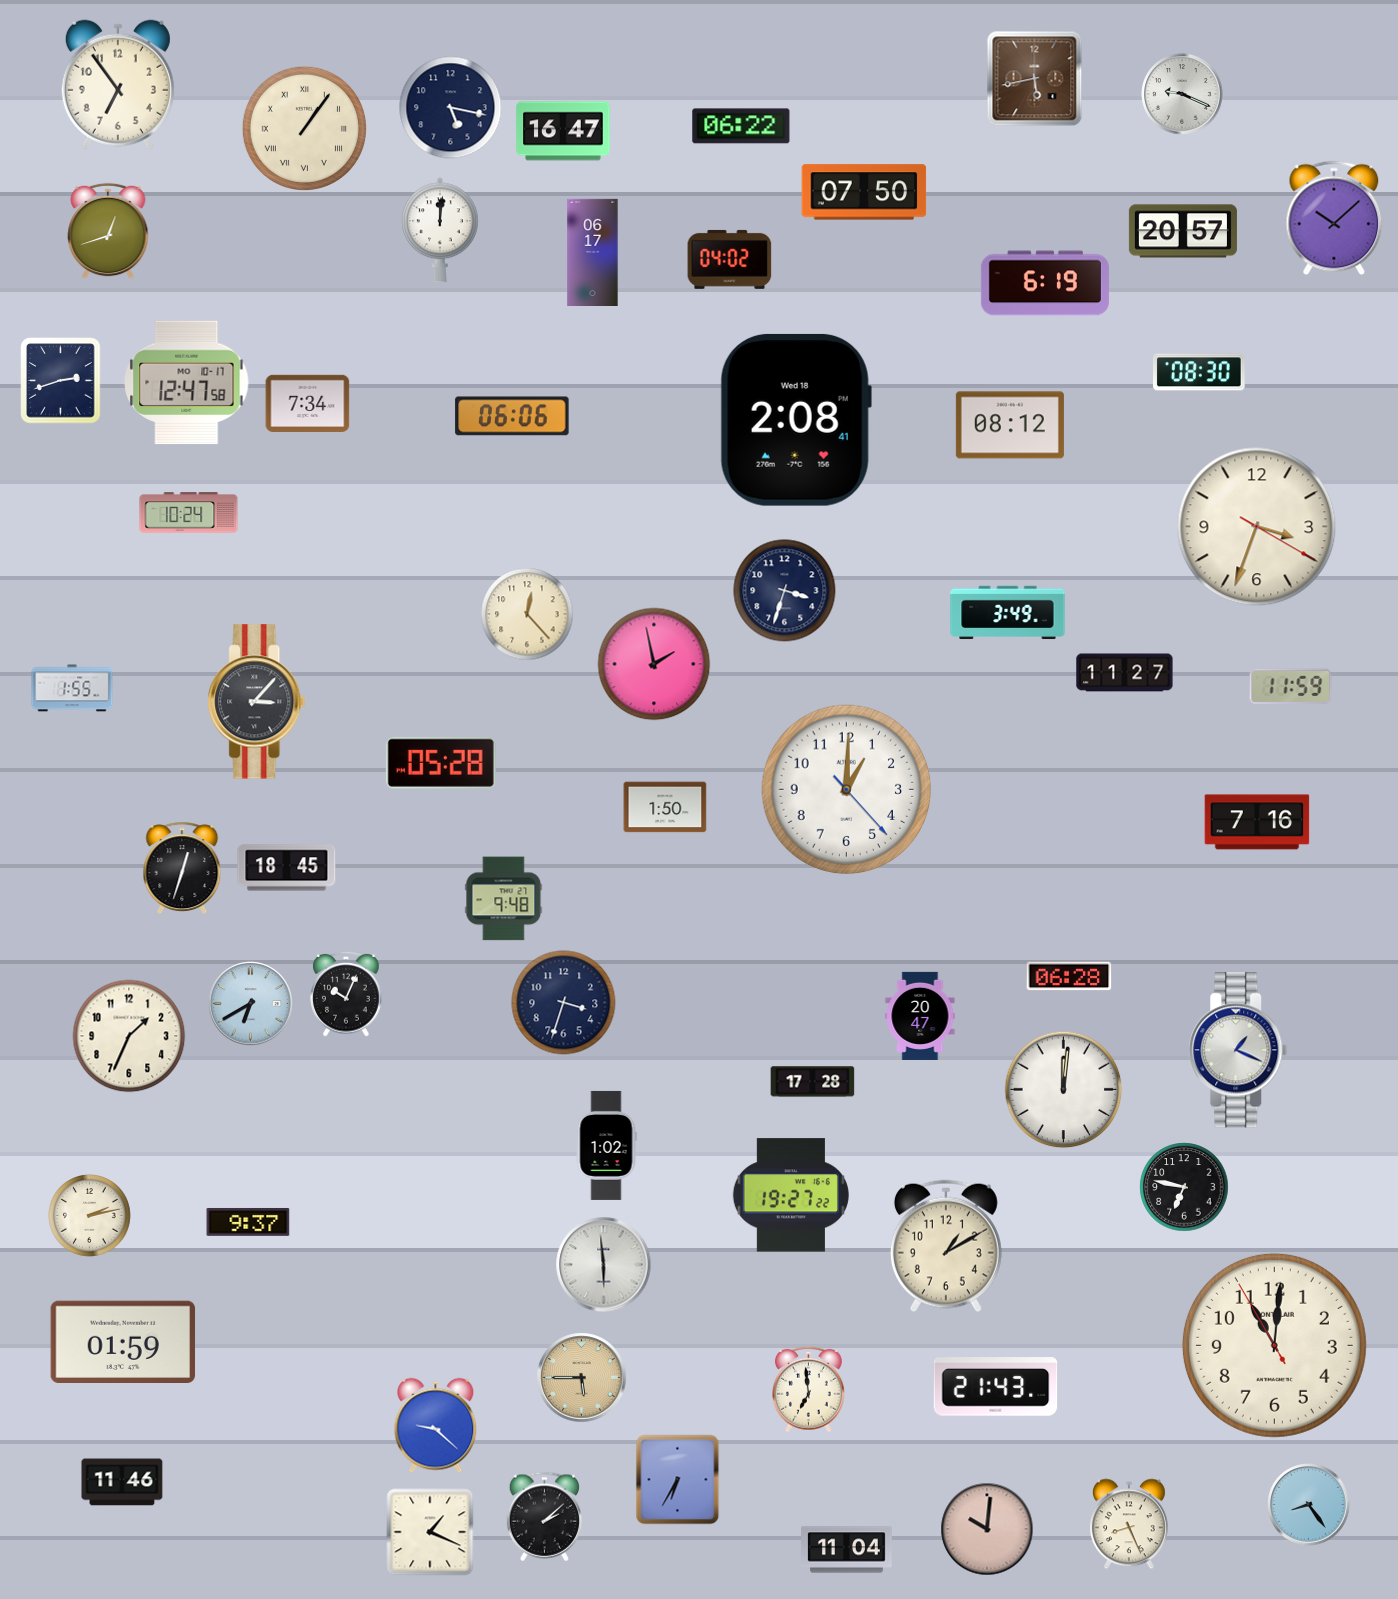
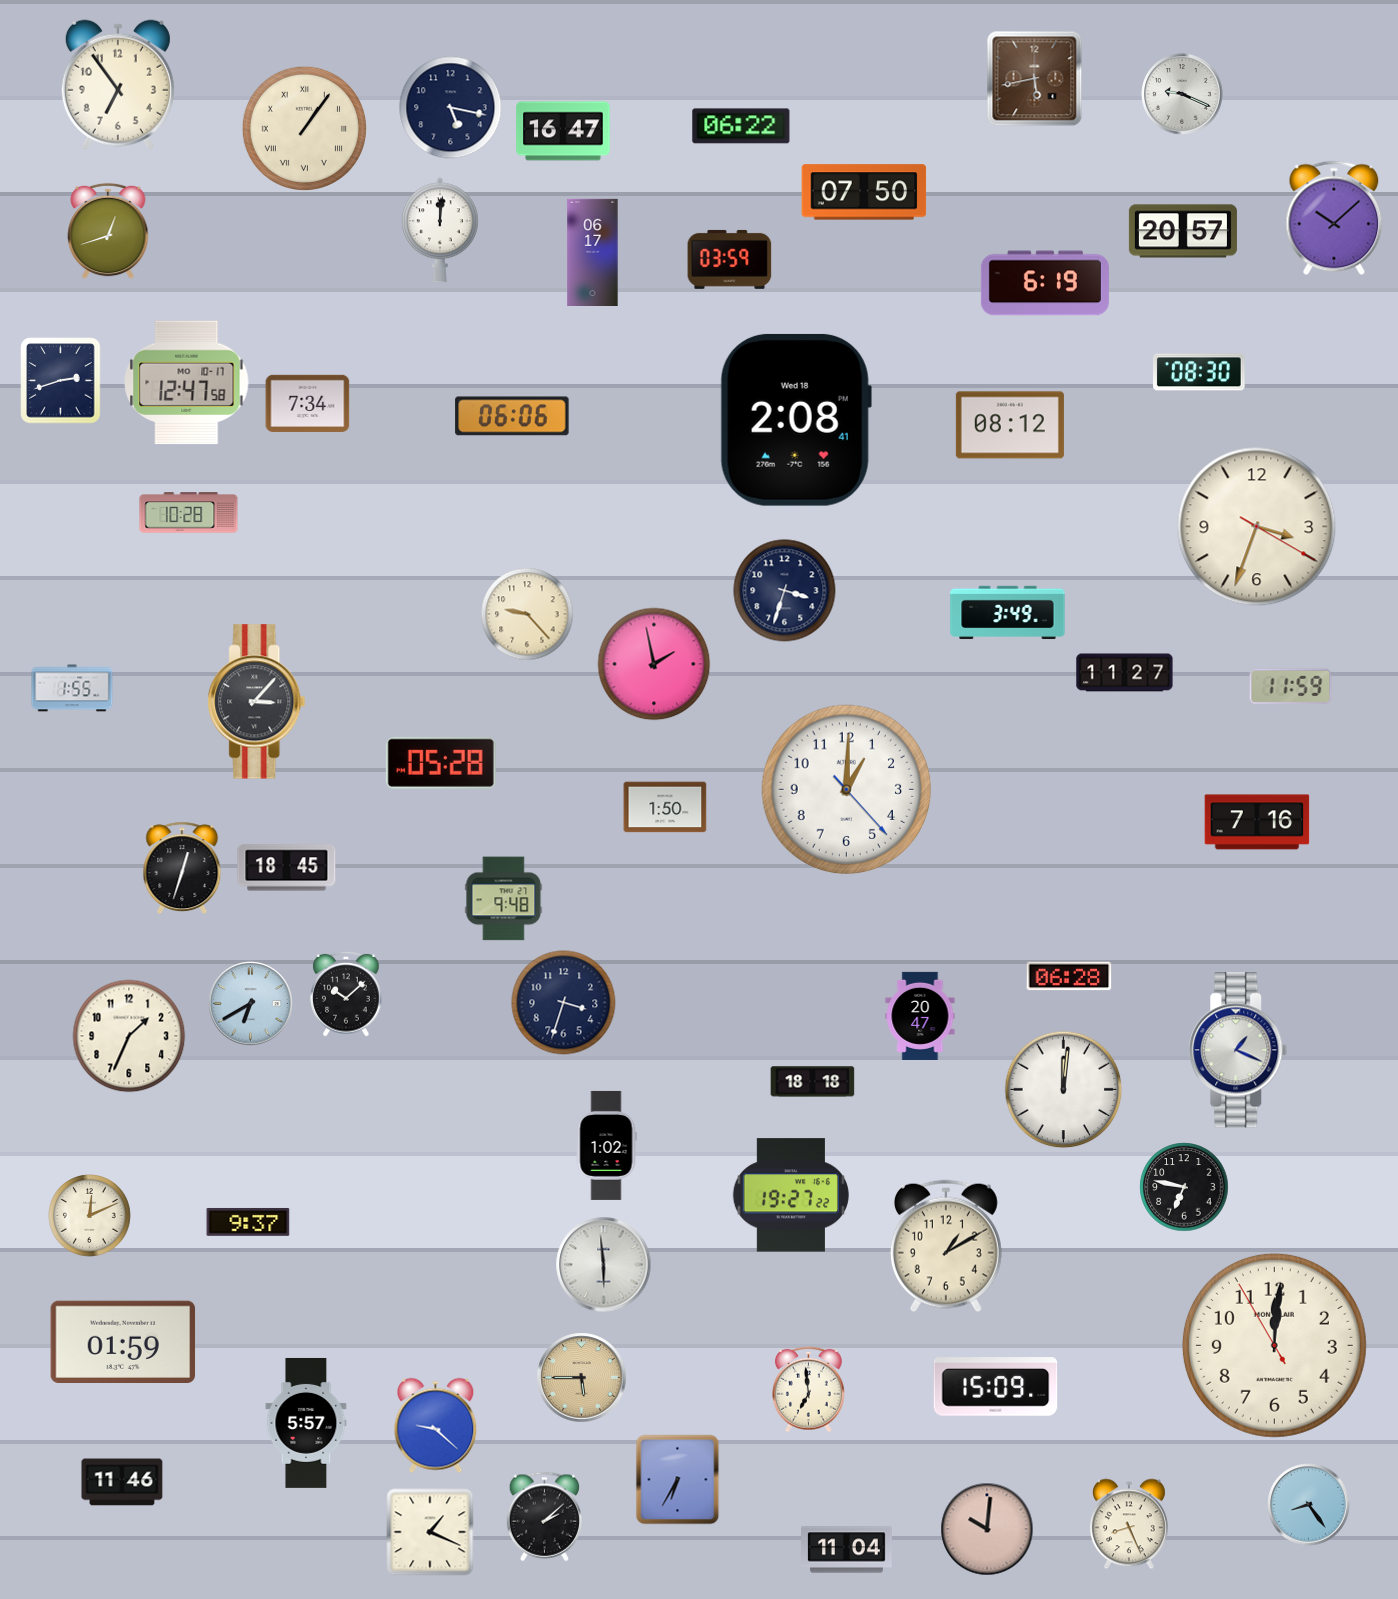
clock at (730, 259): 04:02 -> 03:59
clock at (189, 513): 10:24 -> 10:28
clock at (527, 614): 12:23 -> 9:23
clock at (346, 994): 10:04 -> 10:08
clock at (813, 1082): 17:28 -> 18:18
clock at (90, 1216): 2:13 -> 12:11
clock at (1274, 1345): 11:00 -> 12:00
clock at (996, 1387): 21:43 -> 15:09
clock at (306, 1423): none -> 5:57
